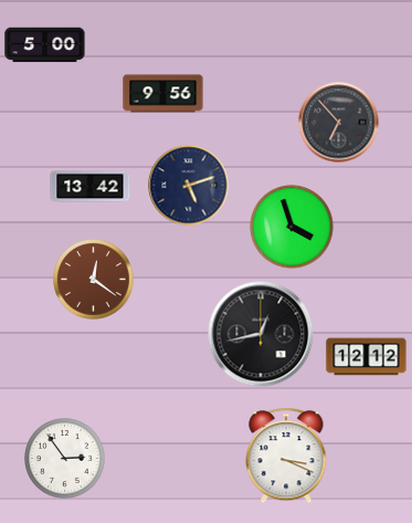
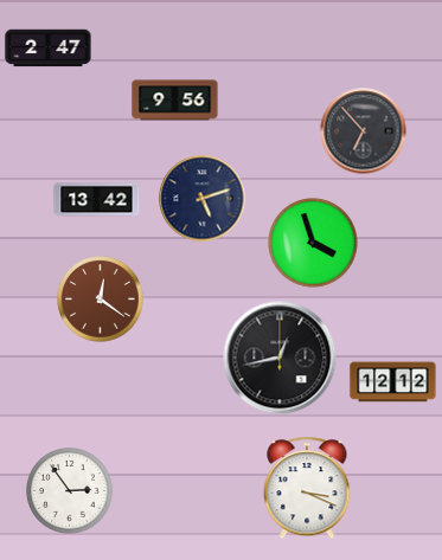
clock at (45, 45): 5:00 -> 2:47
